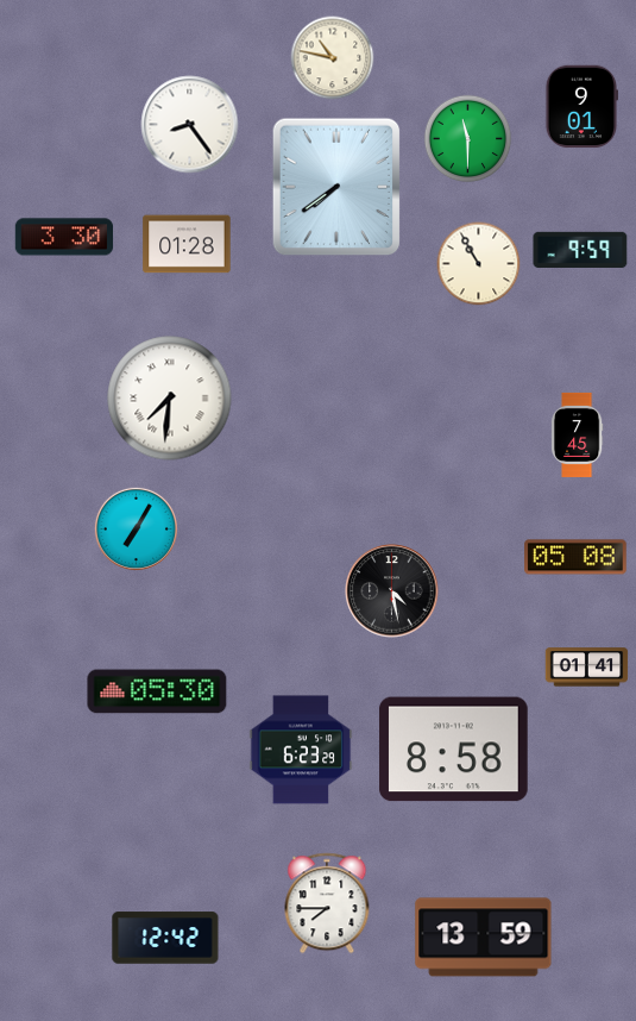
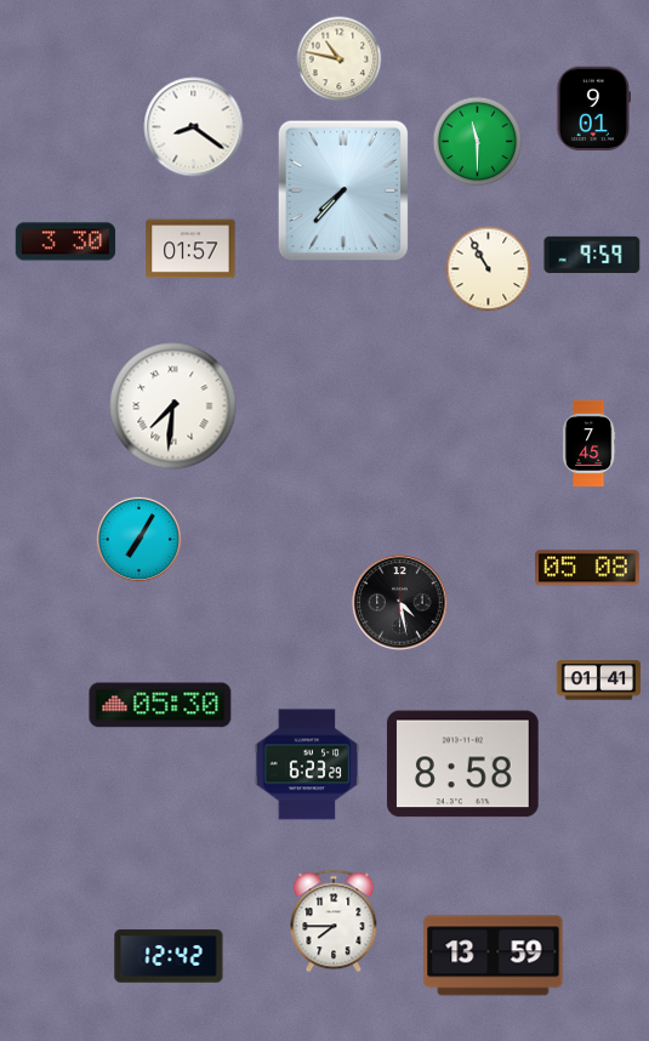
clock at (190, 125): 8:24 -> 8:21
clock at (336, 187): 7:39 -> 7:37
clock at (187, 244): 01:28 -> 01:57
